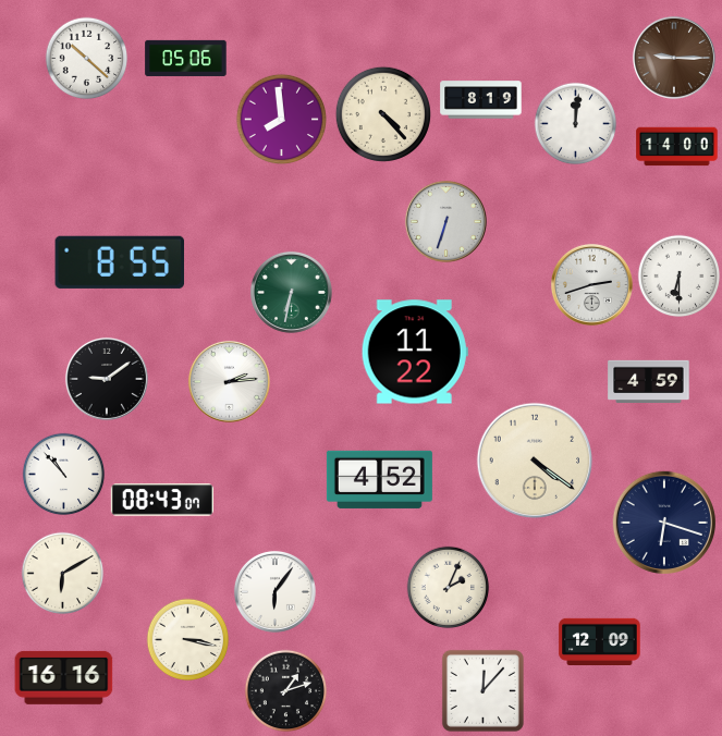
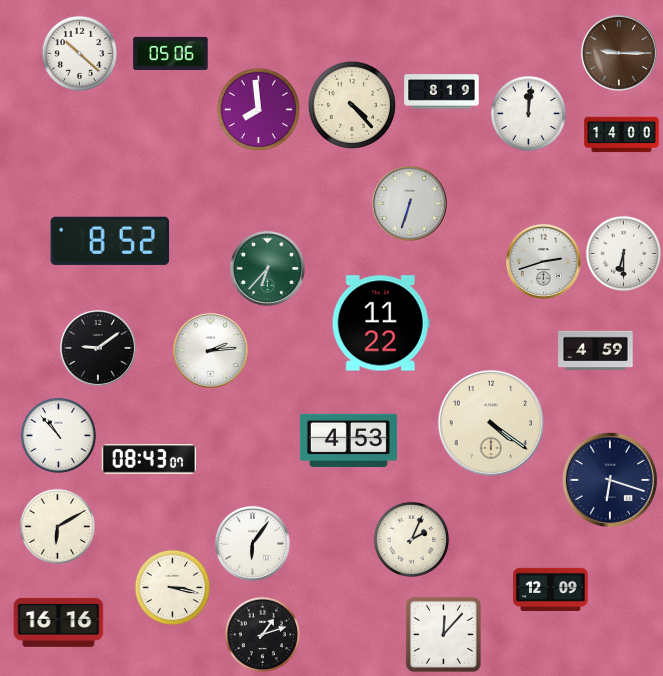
clock at (120, 262): 8:55 -> 8:52
clock at (291, 292): 6:32 -> 6:37
clock at (379, 479): 4:52 -> 4:53
